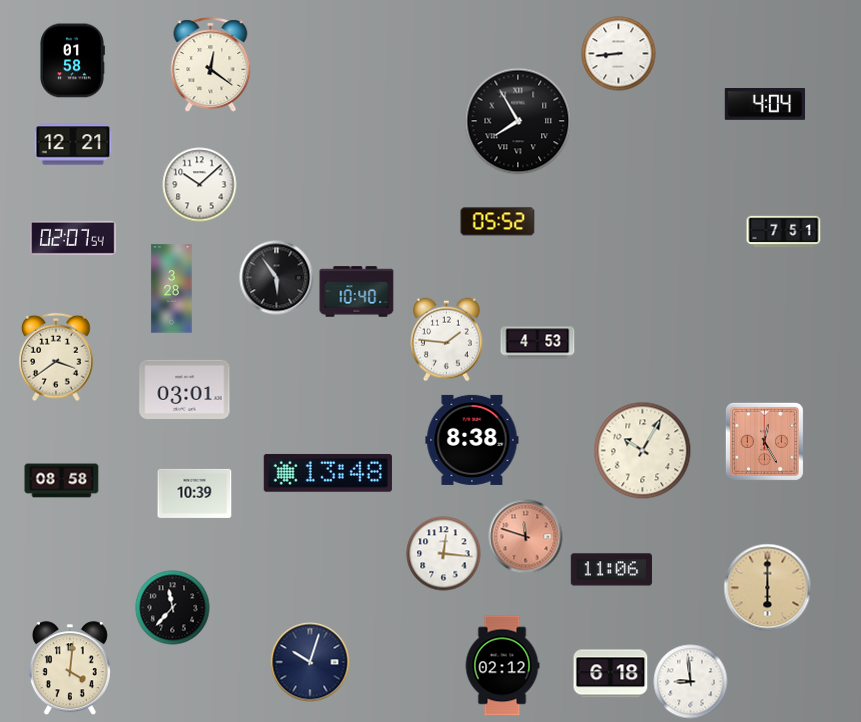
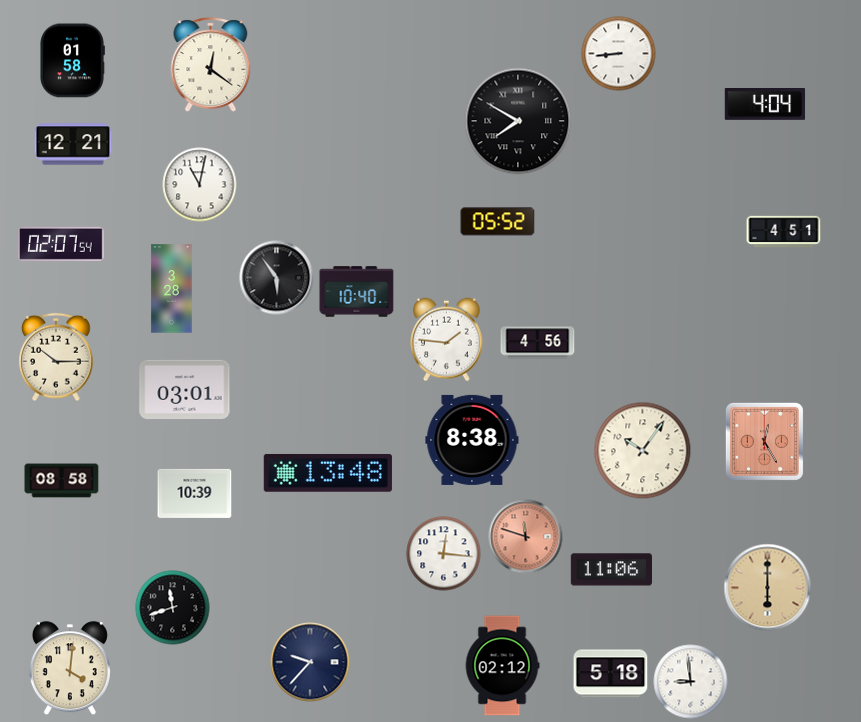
clock at (518, 121): 7:55 -> 7:50
clock at (200, 185): 10:08 -> 11:02
clock at (784, 232): 7:51 -> 4:51
clock at (73, 238) position: (73, 238) -> (61, 244)
clock at (538, 343): 4:53 -> 4:56
clock at (56, 357): 3:39 -> 10:15
clock at (643, 451): 10:05 -> 10:06
clock at (173, 608): 11:37 -> 11:42
clock at (310, 662): 10:03 -> 9:37
clock at (611, 674): 6:18 -> 5:18
